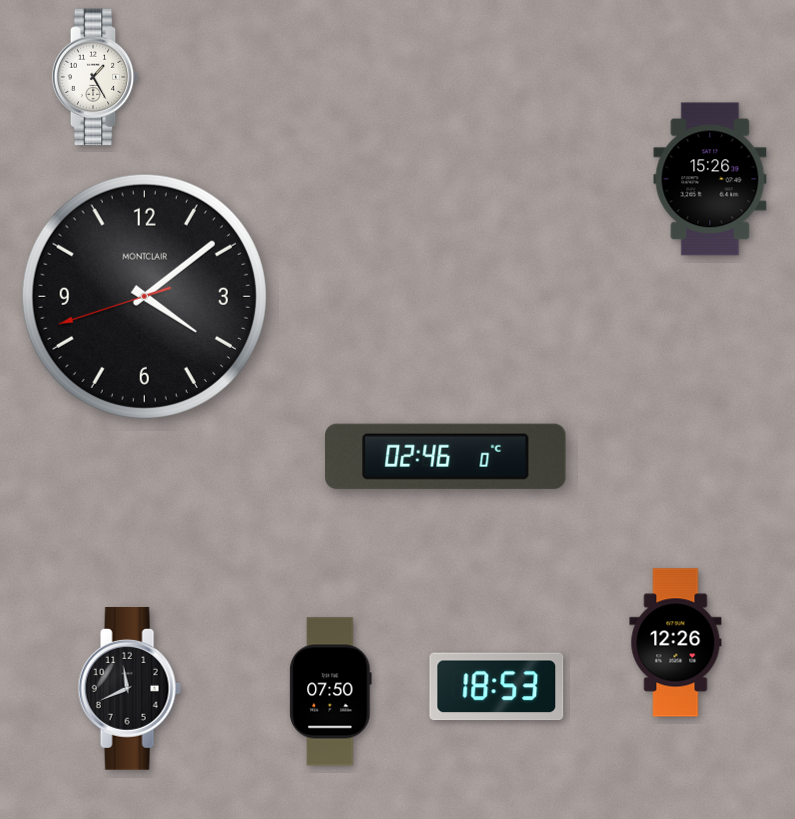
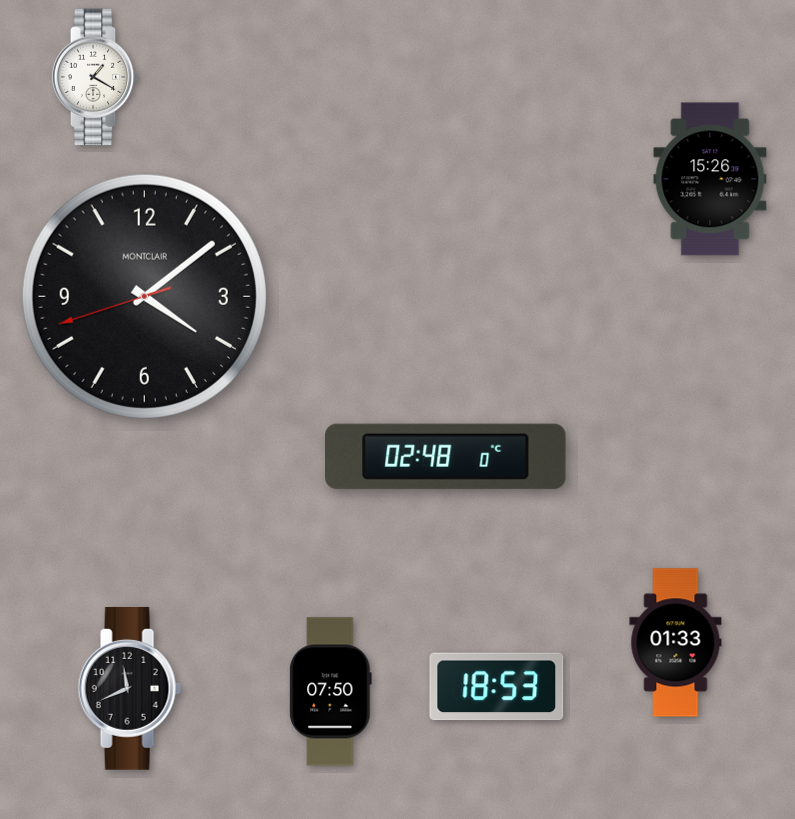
clock at (95, 77): 1:25 -> 1:20
clock at (446, 456): 02:46 -> 02:48
clock at (676, 643): 12:26 -> 01:33
